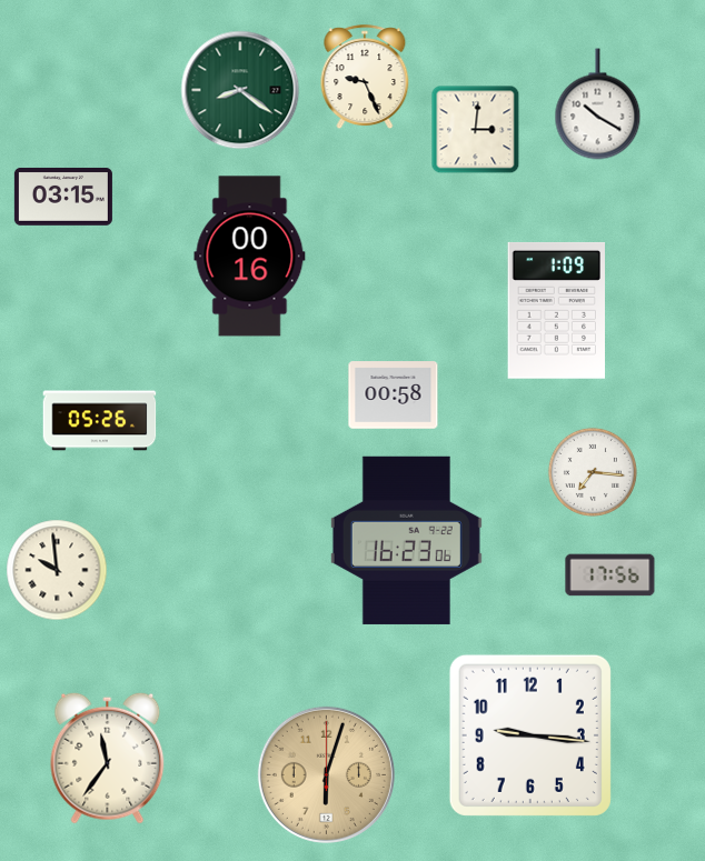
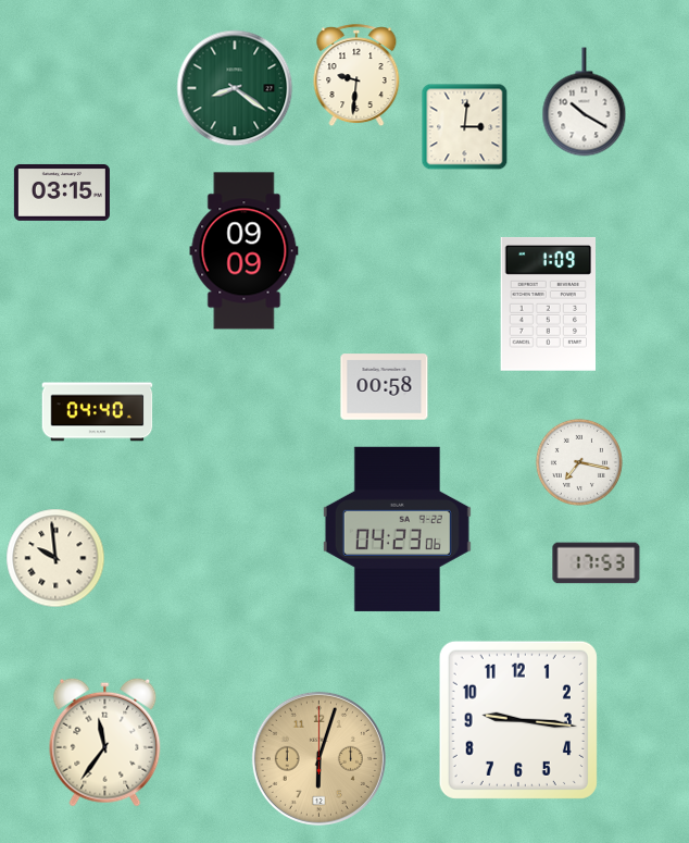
clock at (365, 78): 9:26 -> 9:31
clock at (250, 257): 00:16 -> 09:09
clock at (557, 310) position: (557, 310) -> (549, 303)
clock at (100, 421): 05:26 -> 04:40
clock at (593, 472): 7:16 -> 7:17
clock at (406, 540): 16:23 -> 04:23
clock at (610, 575): 17:56 -> 17:53
